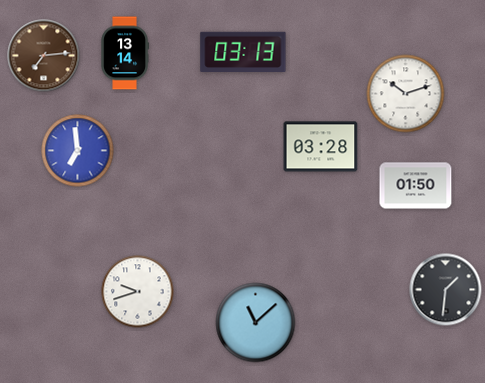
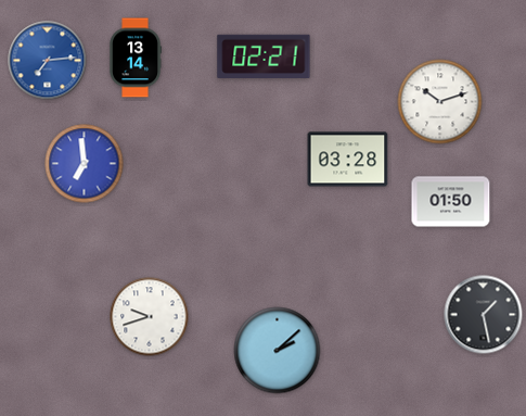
clock at (243, 51): 03:13 -> 02:21
clock at (44, 56) dial: brown -> blue
clock at (446, 290): 1:31 -> 1:28
clock at (256, 323): 11:08 -> 2:08
